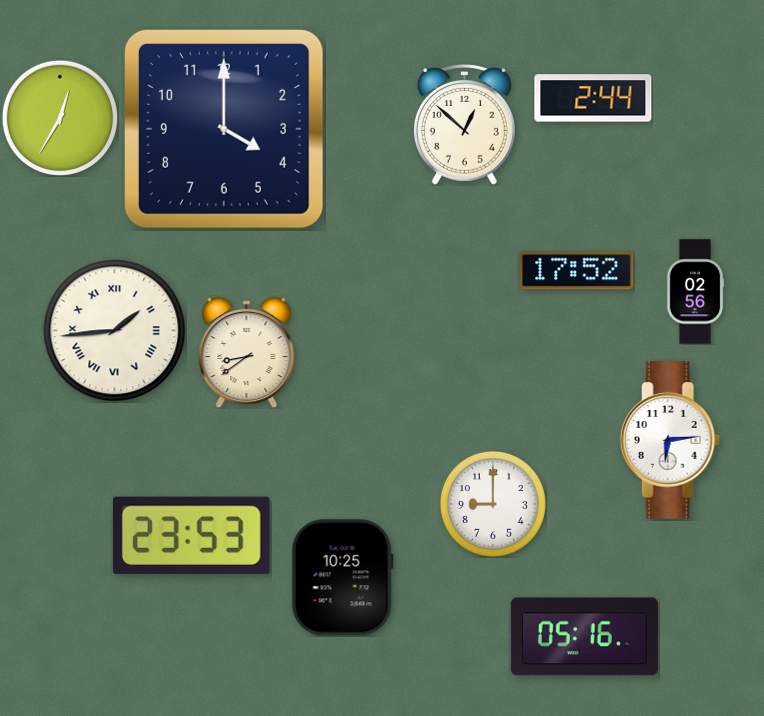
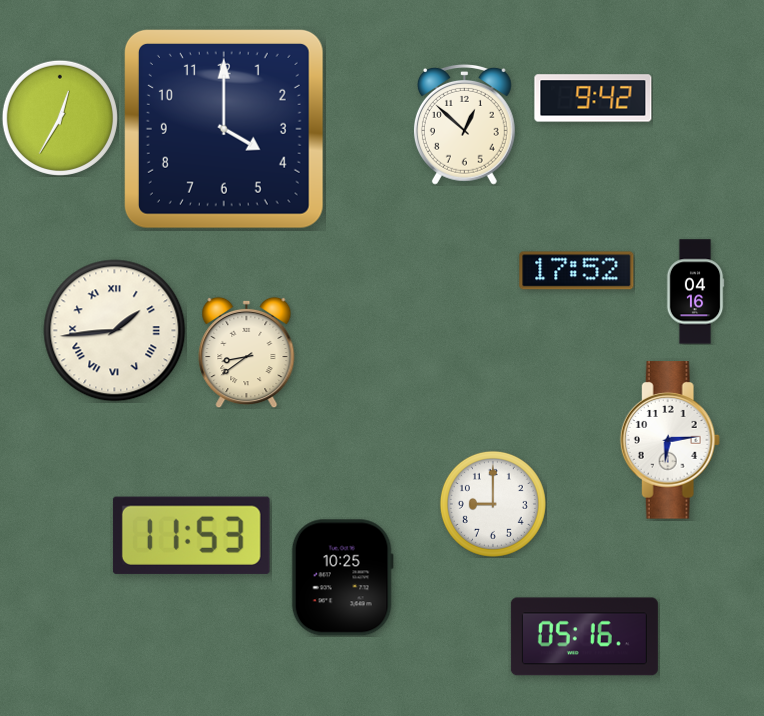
clock at (593, 98): 2:44 -> 9:42
clock at (695, 292): 02:56 -> 04:16
clock at (191, 535): 23:53 -> 11:53
